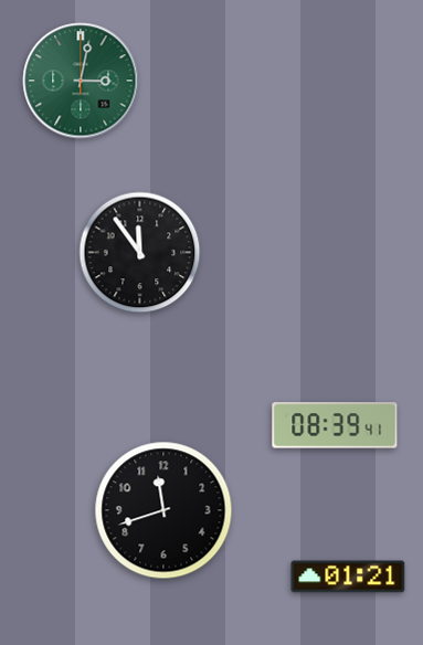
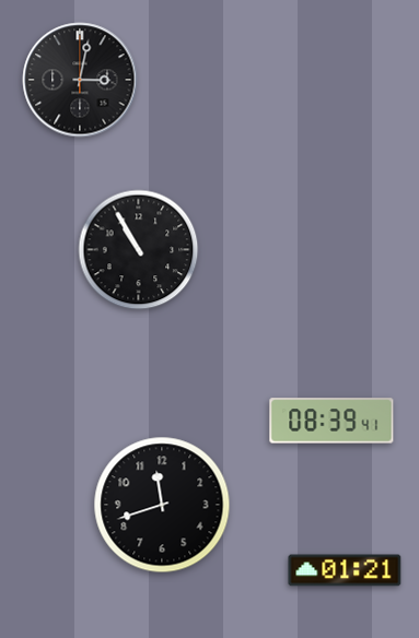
clock at (81, 81) dial: green -> black
clock at (140, 253): 11:54 -> 10:55
